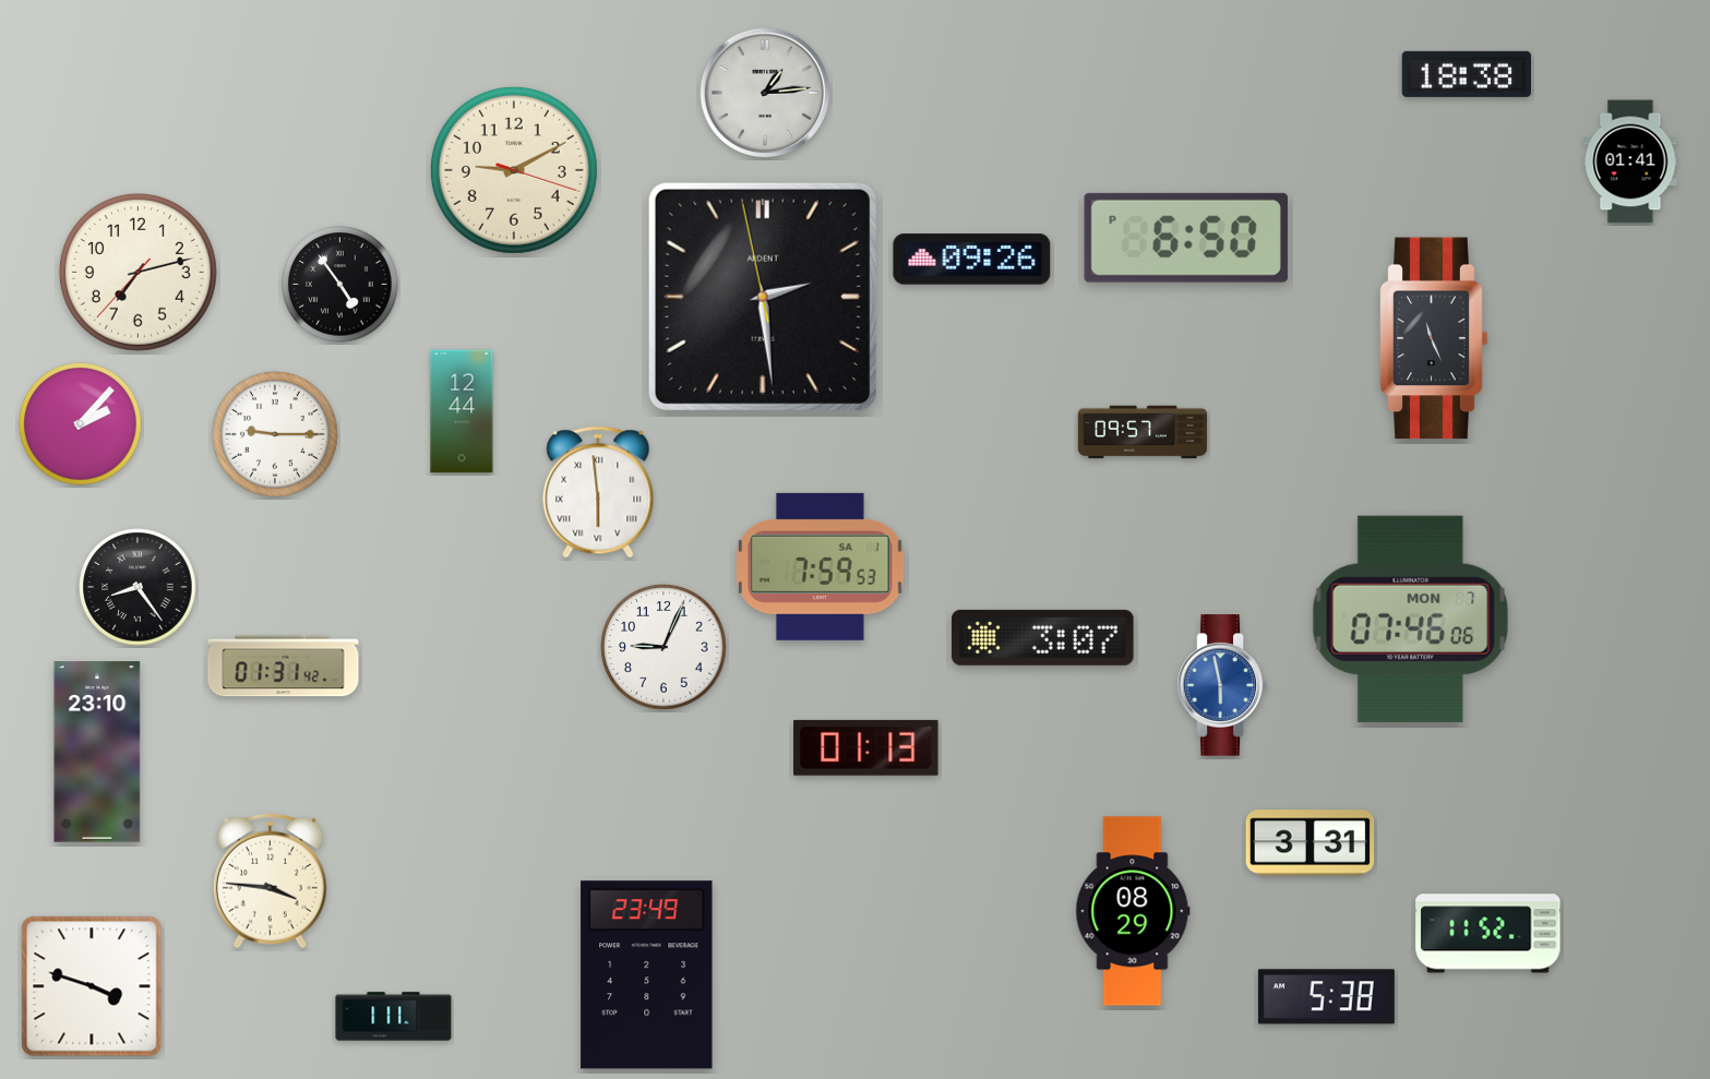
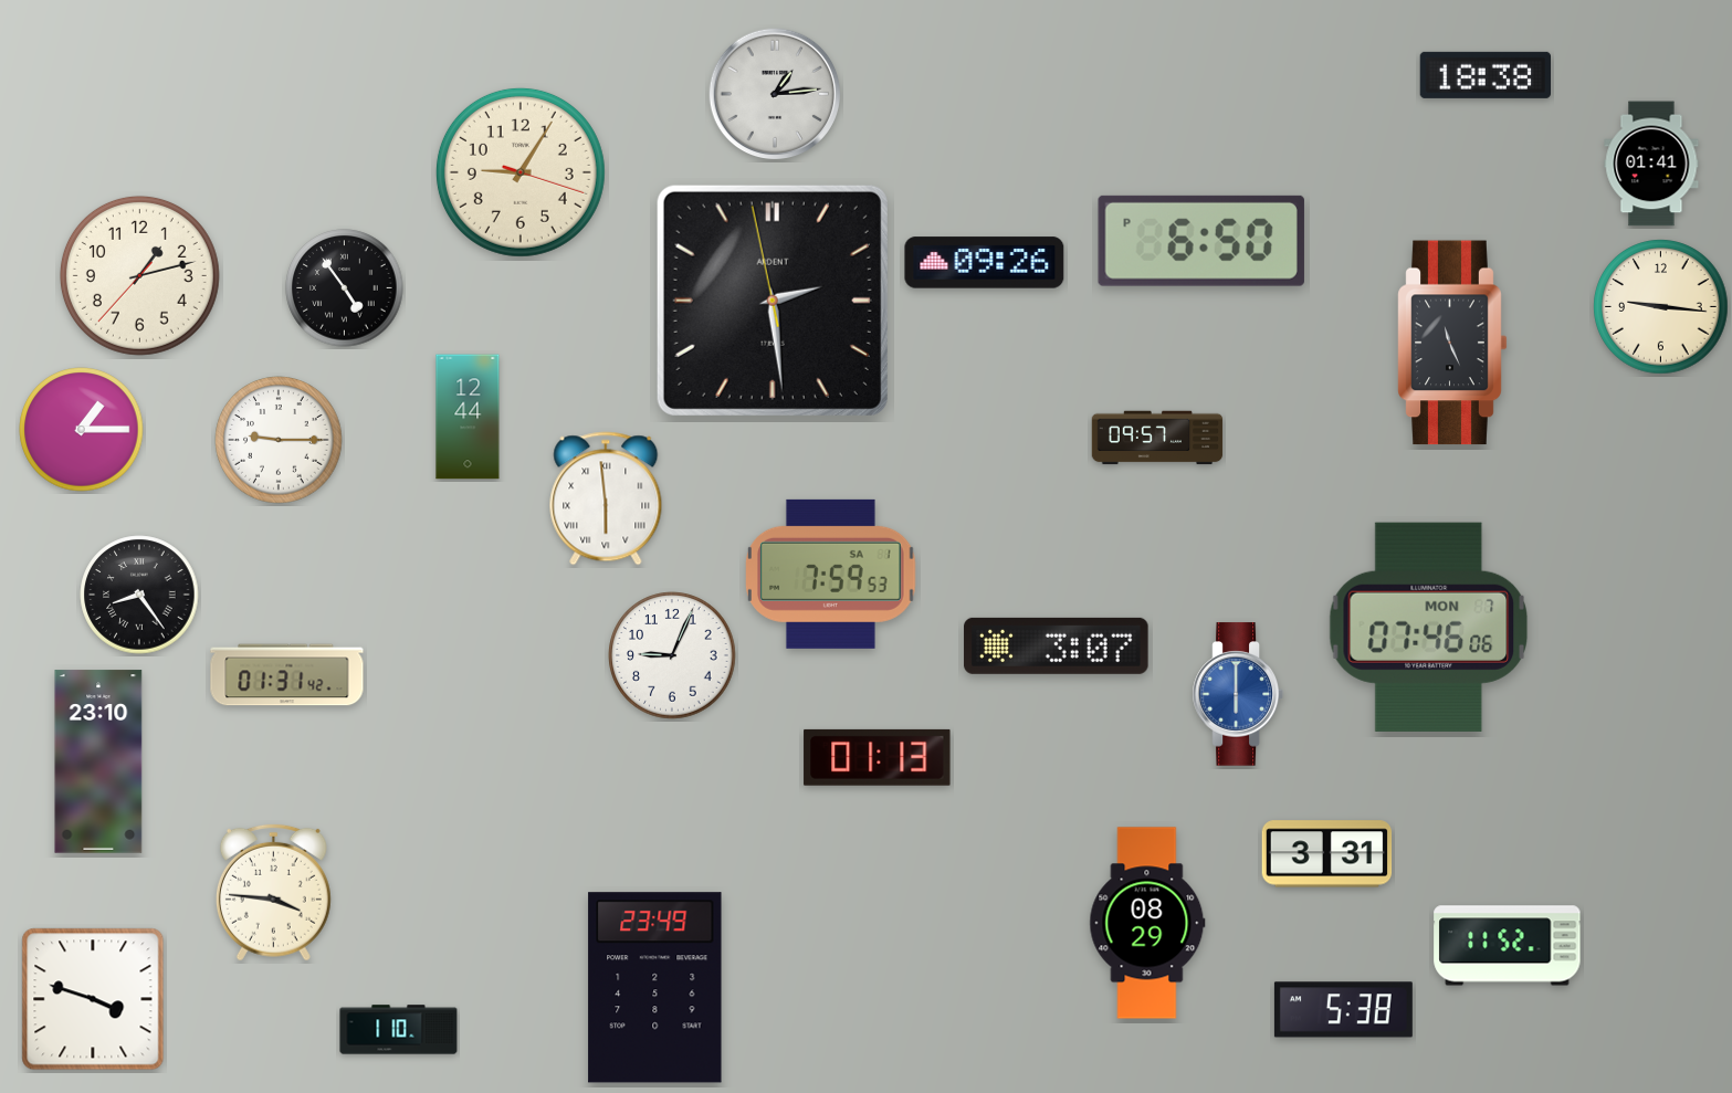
clock at (514, 170): 9:10 -> 9:05
clock at (137, 272): 7:12 -> 1:12
clock at (1661, 307): none -> 9:16
clock at (81, 424): 2:07 -> 1:15
clock at (1222, 685): 5:58 -> 6:00
clock at (394, 1017): 1:11 -> 1:10
